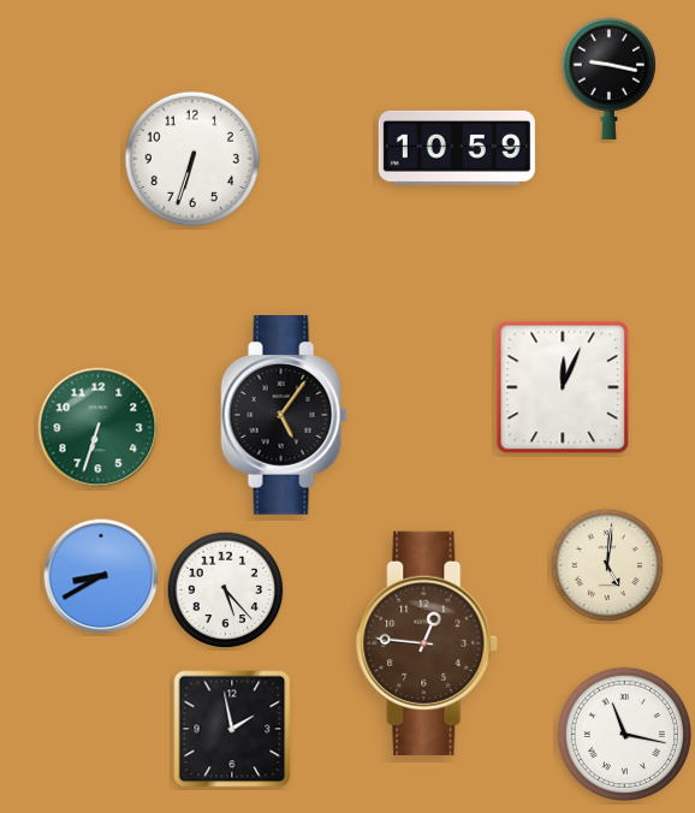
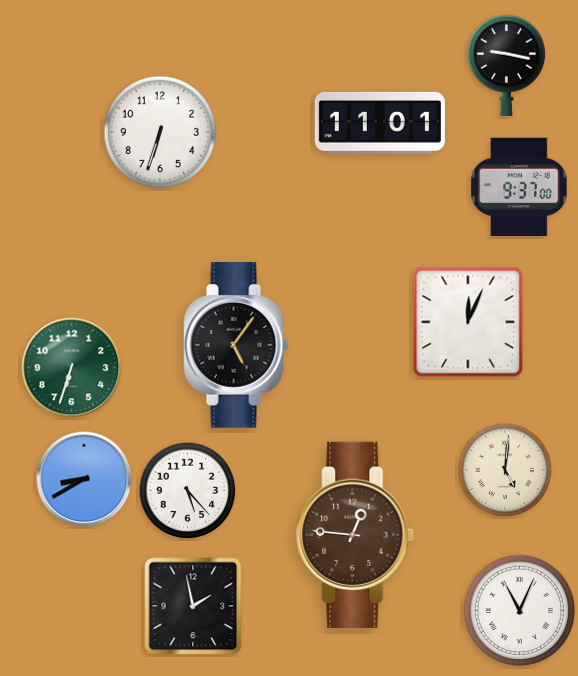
clock at (457, 148): 10:59 -> 11:01
clock at (519, 186): none -> 9:37
clock at (99, 428) position: (99, 428) -> (72, 368)
clock at (625, 735): 11:17 -> 11:04
